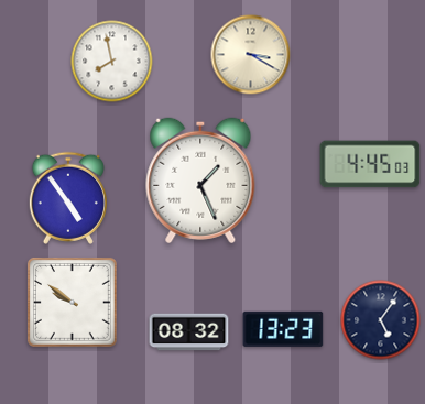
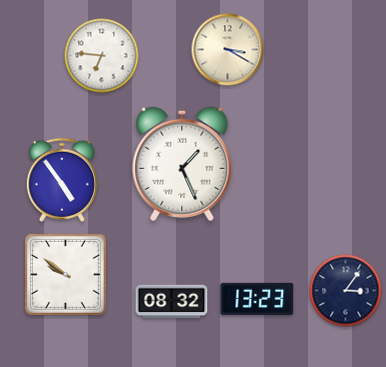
clock at (112, 62): 7:58 -> 6:46
clock at (370, 164): 4:45 -> none
clock at (381, 320): 5:06 -> 3:06
